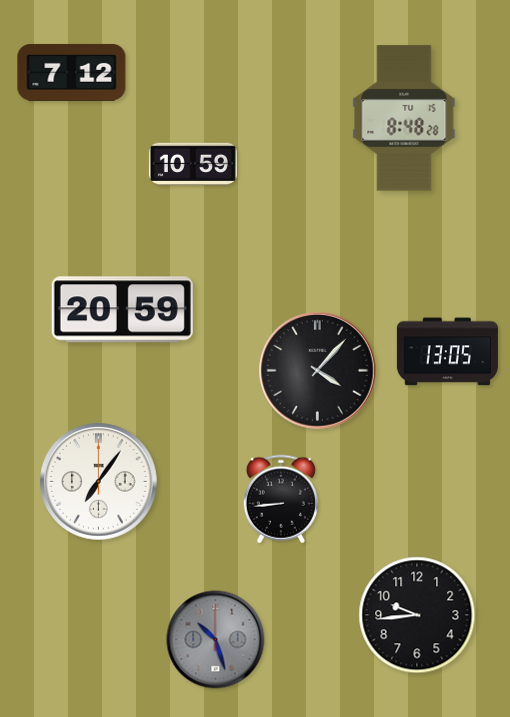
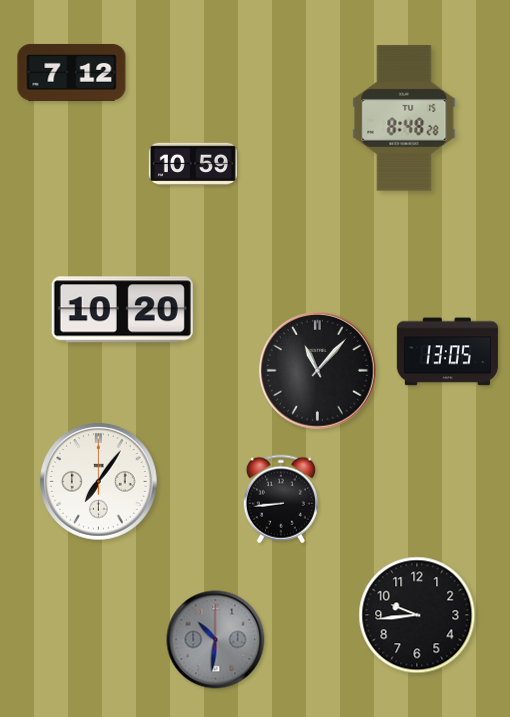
clock at (122, 310): 20:59 -> 10:20
clock at (318, 371): 4:07 -> 11:07
clock at (216, 640): 10:27 -> 10:31
